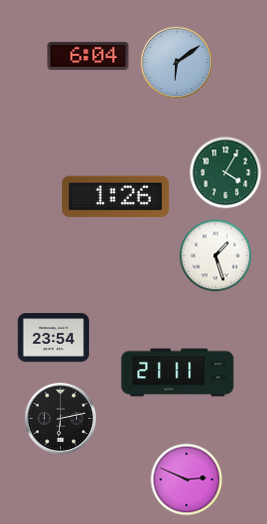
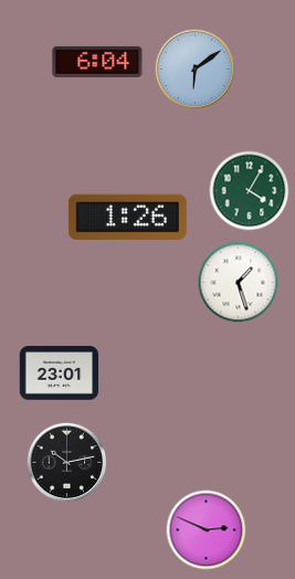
clock at (54, 338): 23:54 -> 23:01
clock at (178, 373): 21:11 -> none
clock at (61, 419): 6:13 -> 10:13
